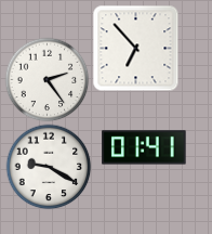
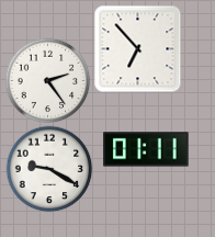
clock at (144, 147): 01:41 -> 01:11
